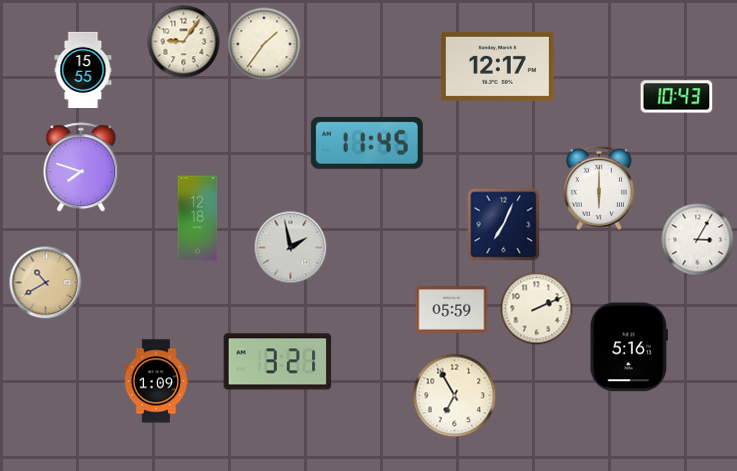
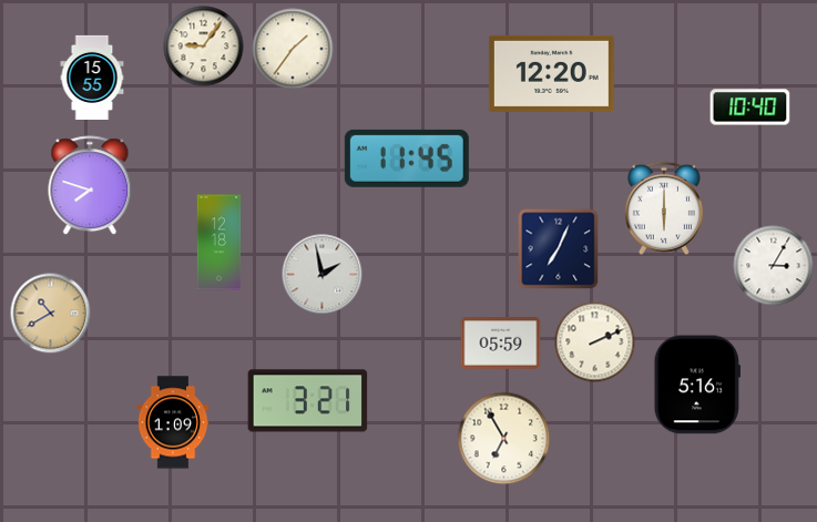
clock at (497, 66): 12:17 -> 12:20
clock at (677, 97): 10:43 -> 10:40
